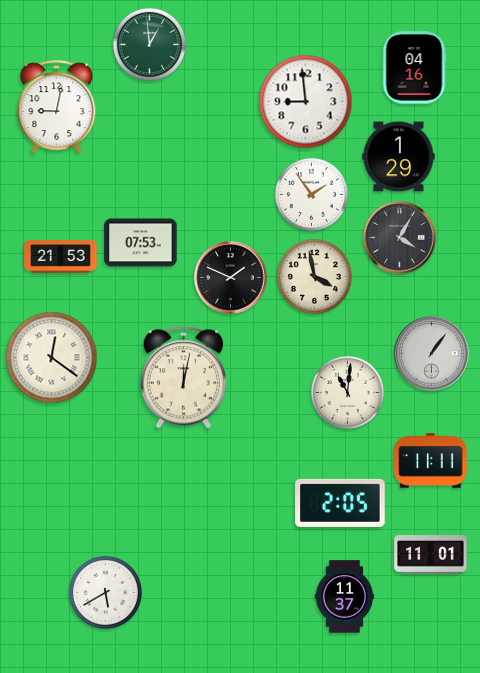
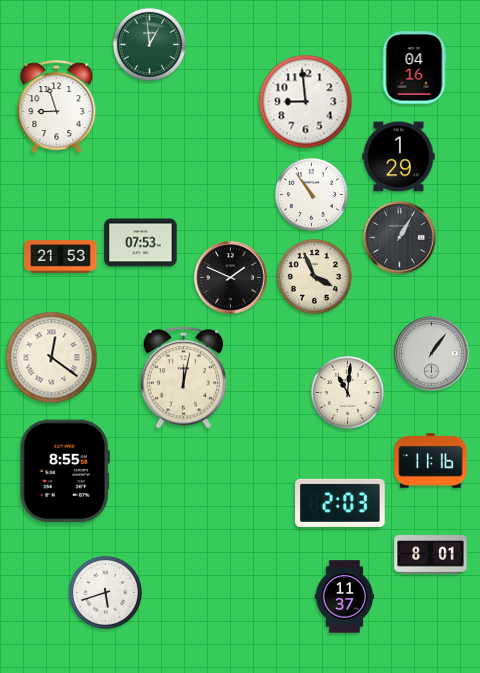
clock at (57, 106): 9:02 -> 8:57
clock at (311, 194): 1:54 -> 10:54
clock at (400, 238): 4:05 -> 1:05
clock at (314, 276): 3:58 -> 3:56
clock at (431, 461): 11:11 -> 11:16
clock at (65, 471): none -> 8:55
clock at (340, 503): 2:05 -> 2:03
clock at (431, 555): 11:01 -> 8:01
clock at (105, 592): 5:40 -> 5:42
